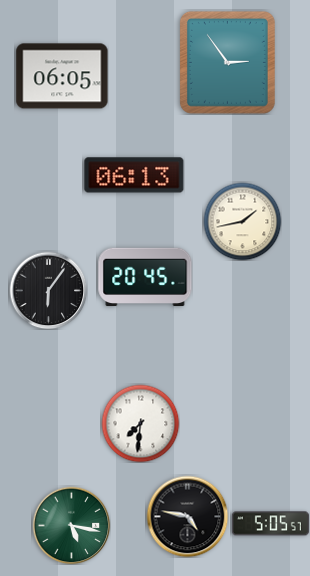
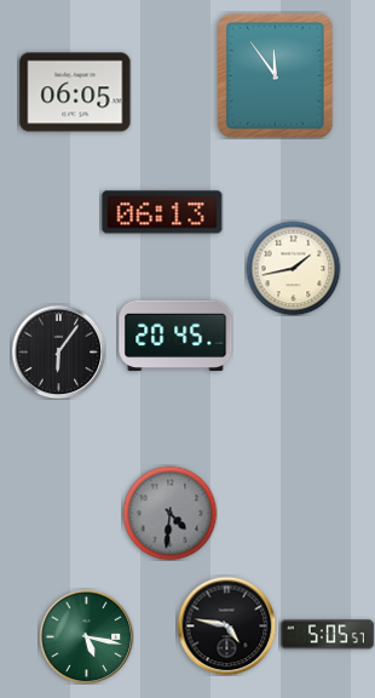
clock at (227, 62): 2:54 -> 11:54
clock at (140, 423): 7:31 -> 4:31
clock at (140, 423) dial: white -> grey
